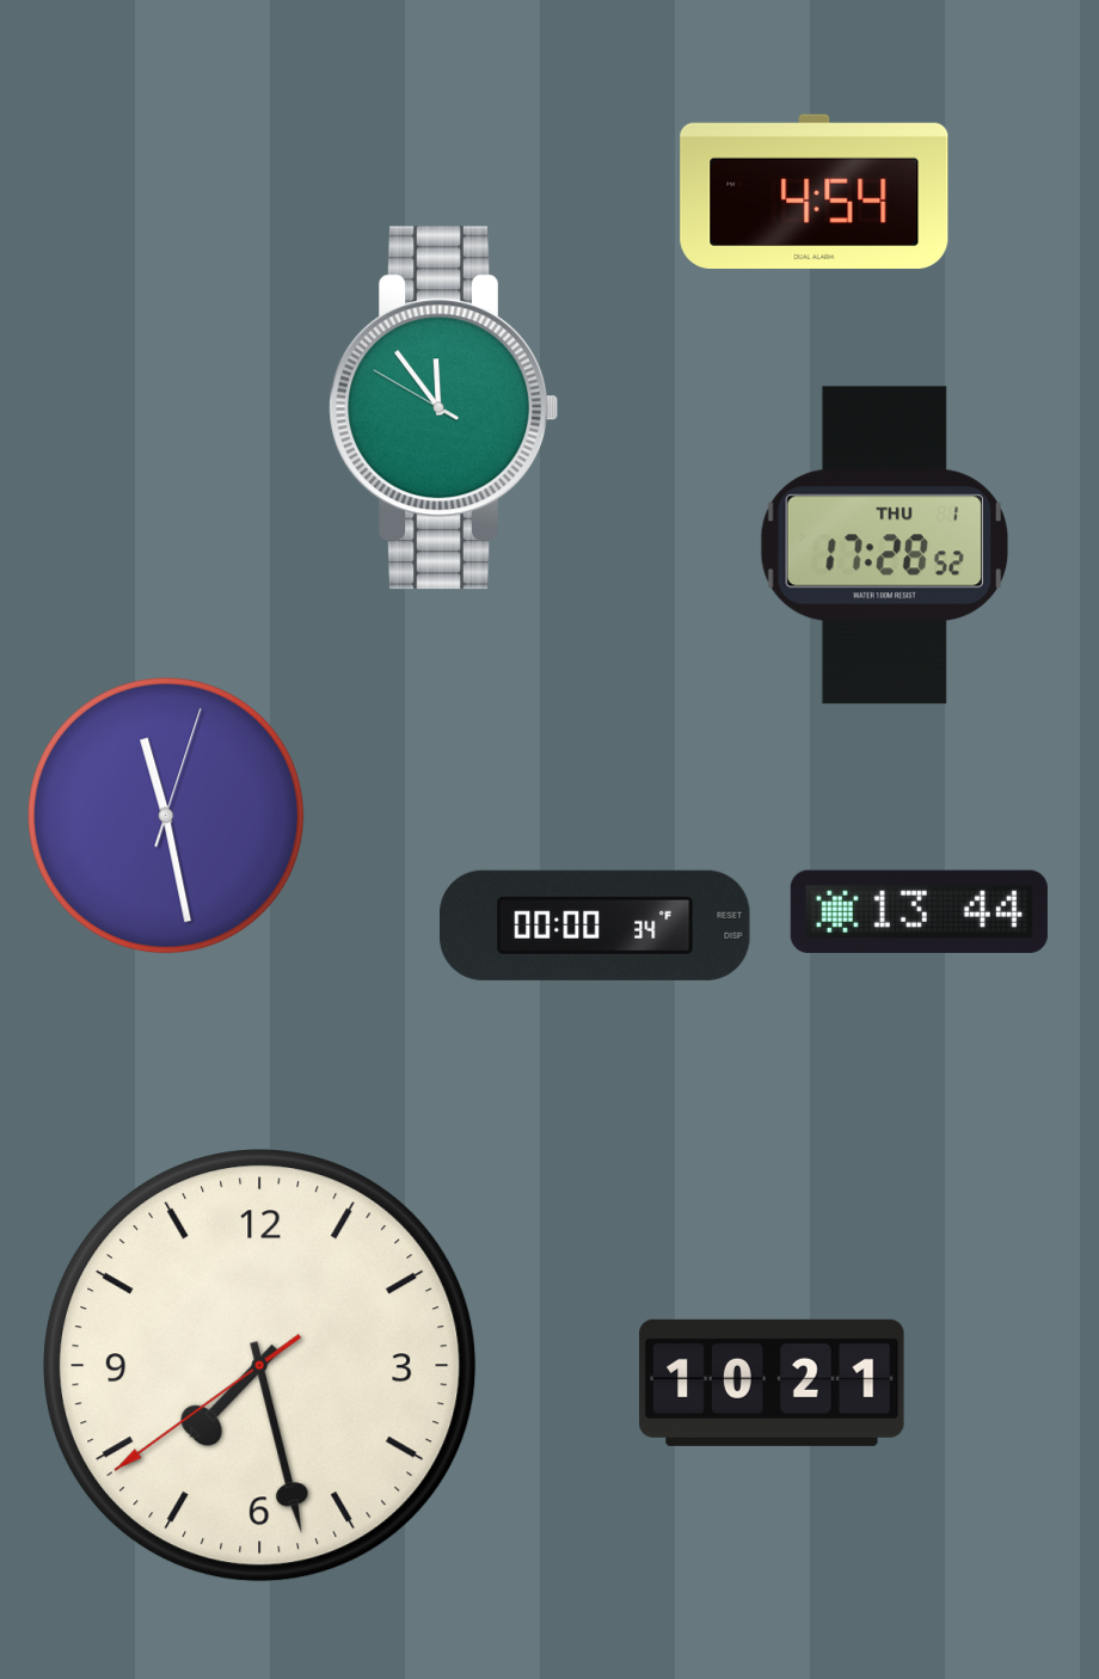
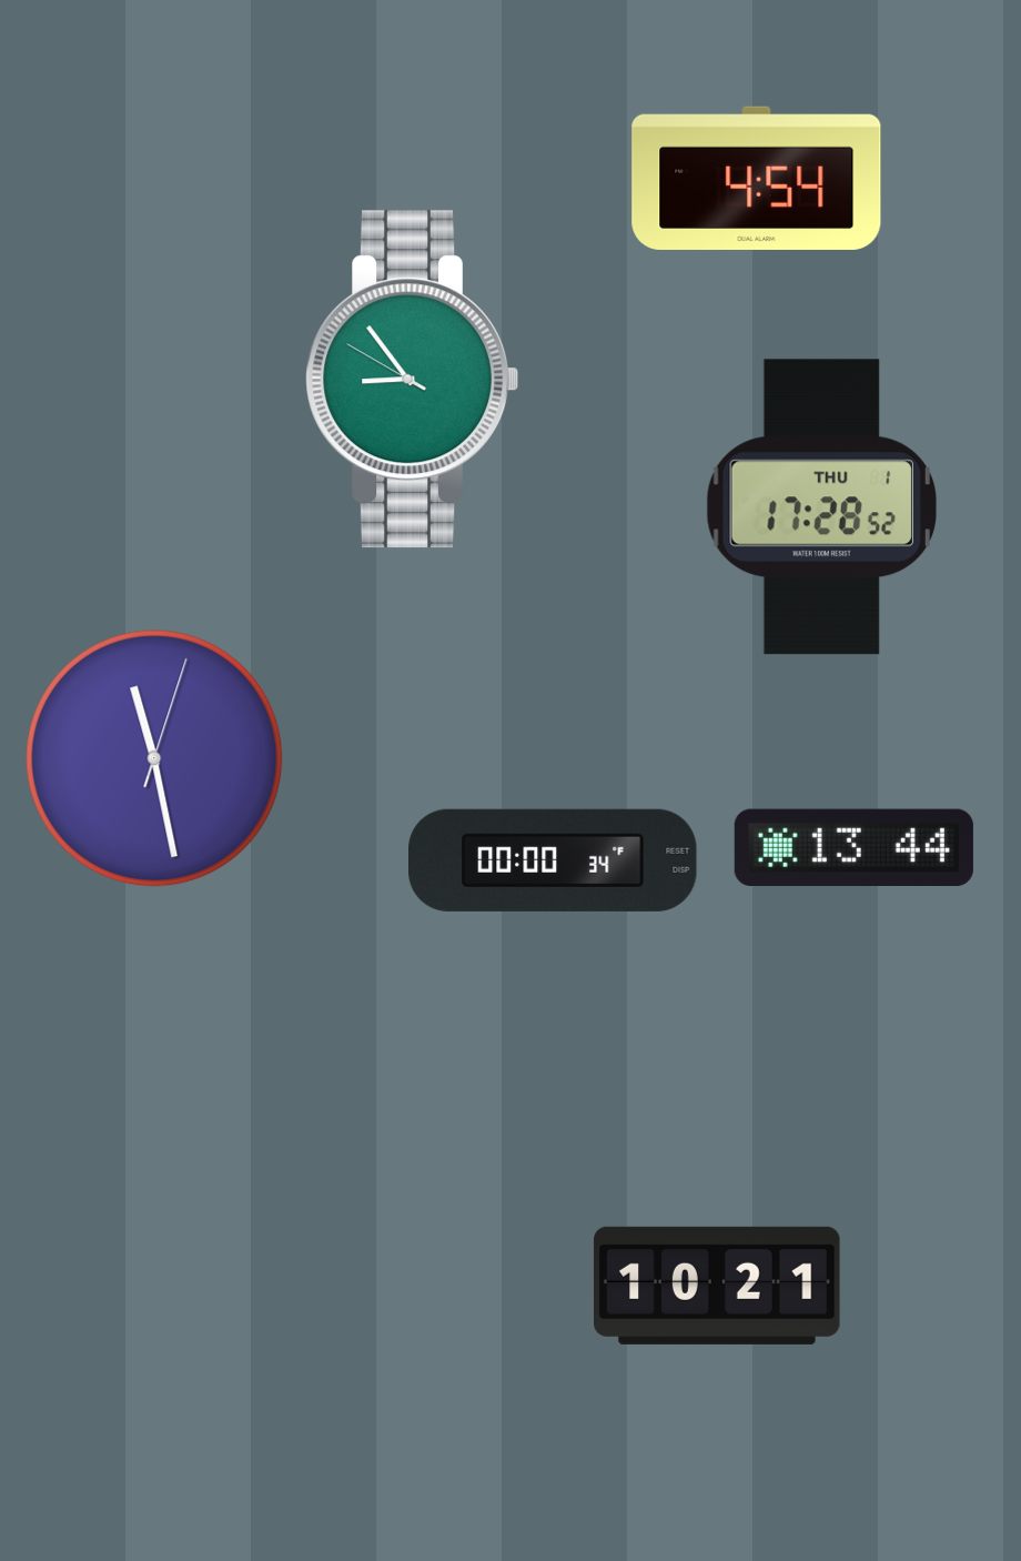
clock at (443, 408): 11:53 -> 8:53
clock at (260, 1366): 7:27 -> none
